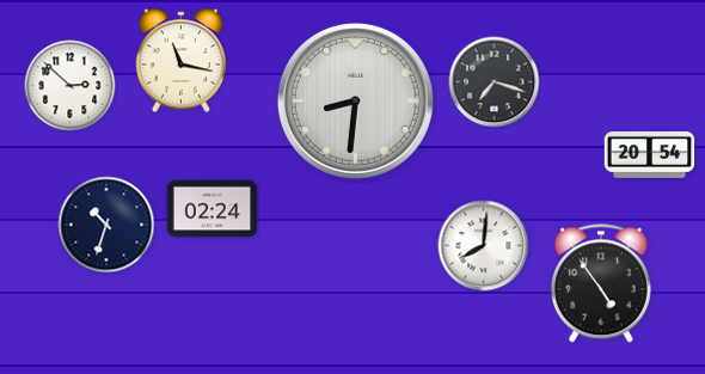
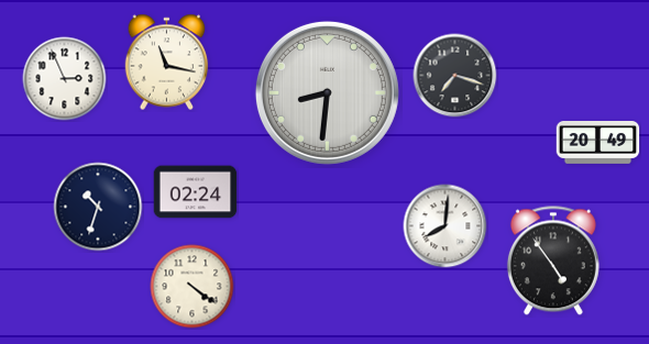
clock at (182, 61) position: (182, 61) -> (167, 63)
clock at (70, 86): 2:52 -> 2:56
clock at (650, 155): 20:54 -> 20:49
clock at (193, 287): none -> 4:21
